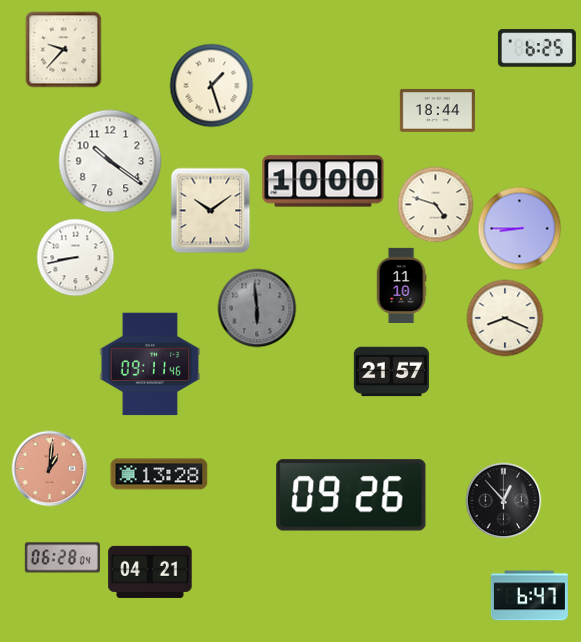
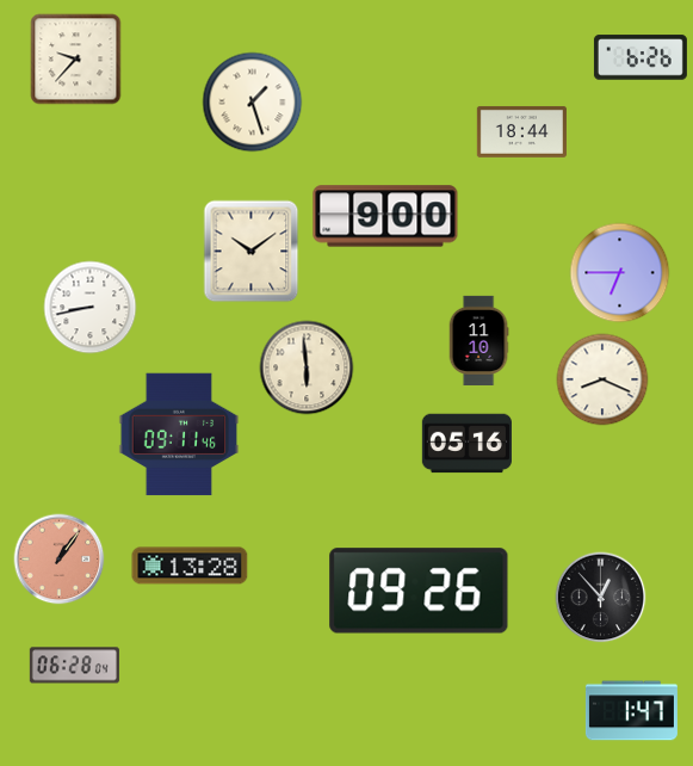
clock at (537, 48): 6:25 -> 6:26
clock at (110, 161): 10:21 -> none
clock at (323, 181): 10:00 -> 9:00
clock at (436, 205): 4:48 -> none
clock at (520, 229): 8:45 -> 6:45
clock at (257, 308) dial: grey -> cream
clock at (391, 372): 21:57 -> 05:16
clock at (50, 469): 1:01 -> 1:06
clock at (150, 572): 04:21 -> none
clock at (529, 596): 6:47 -> 1:47
